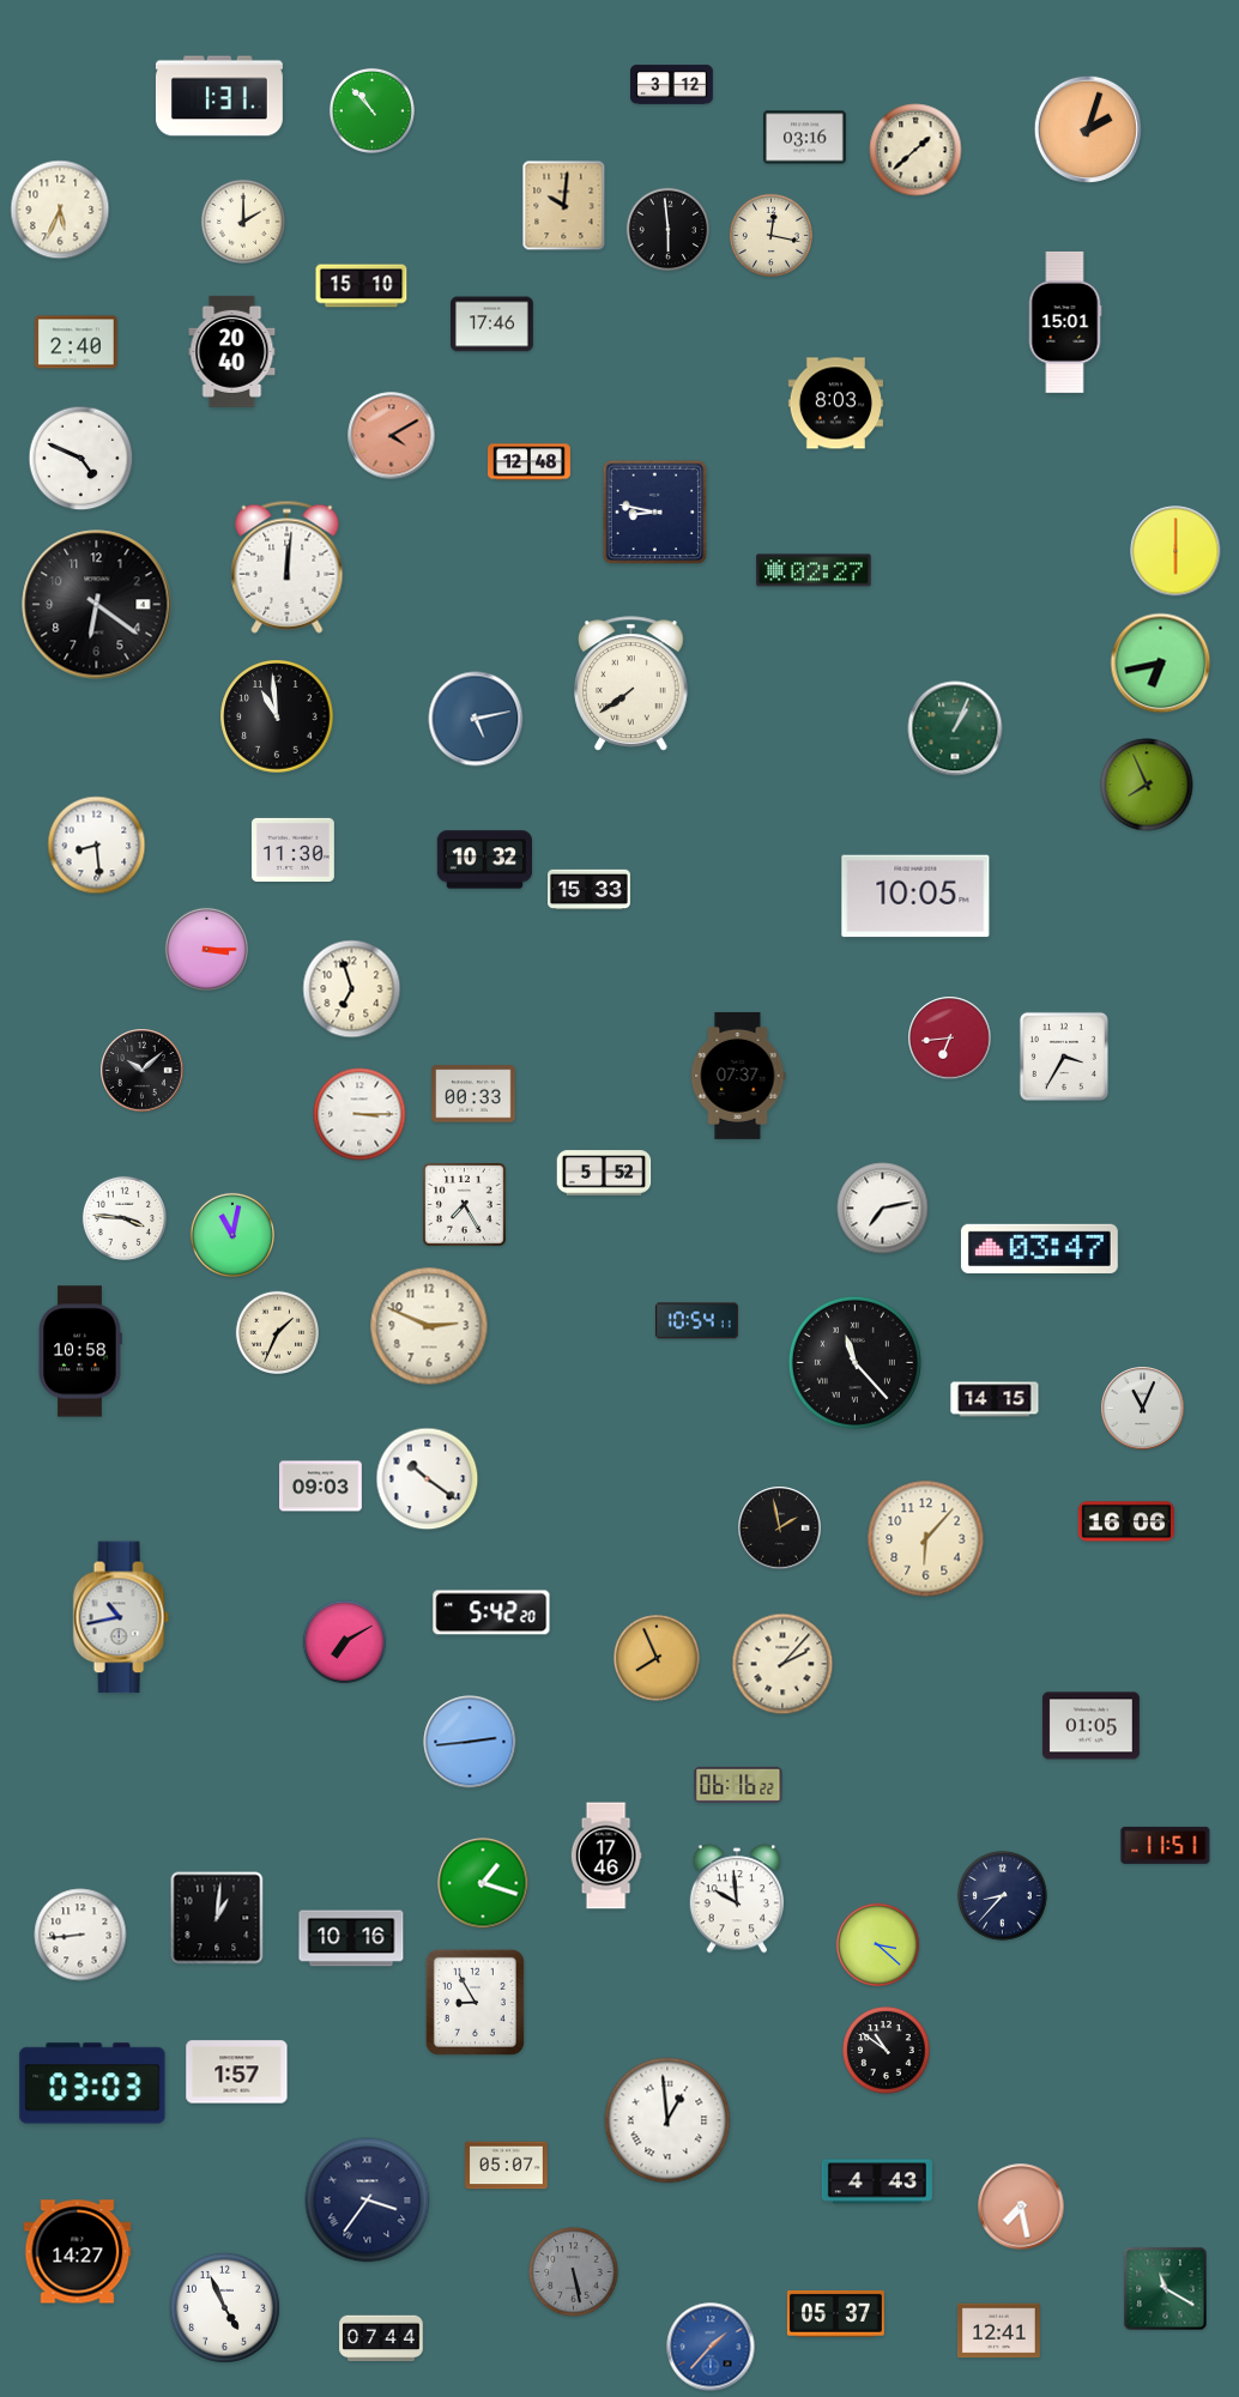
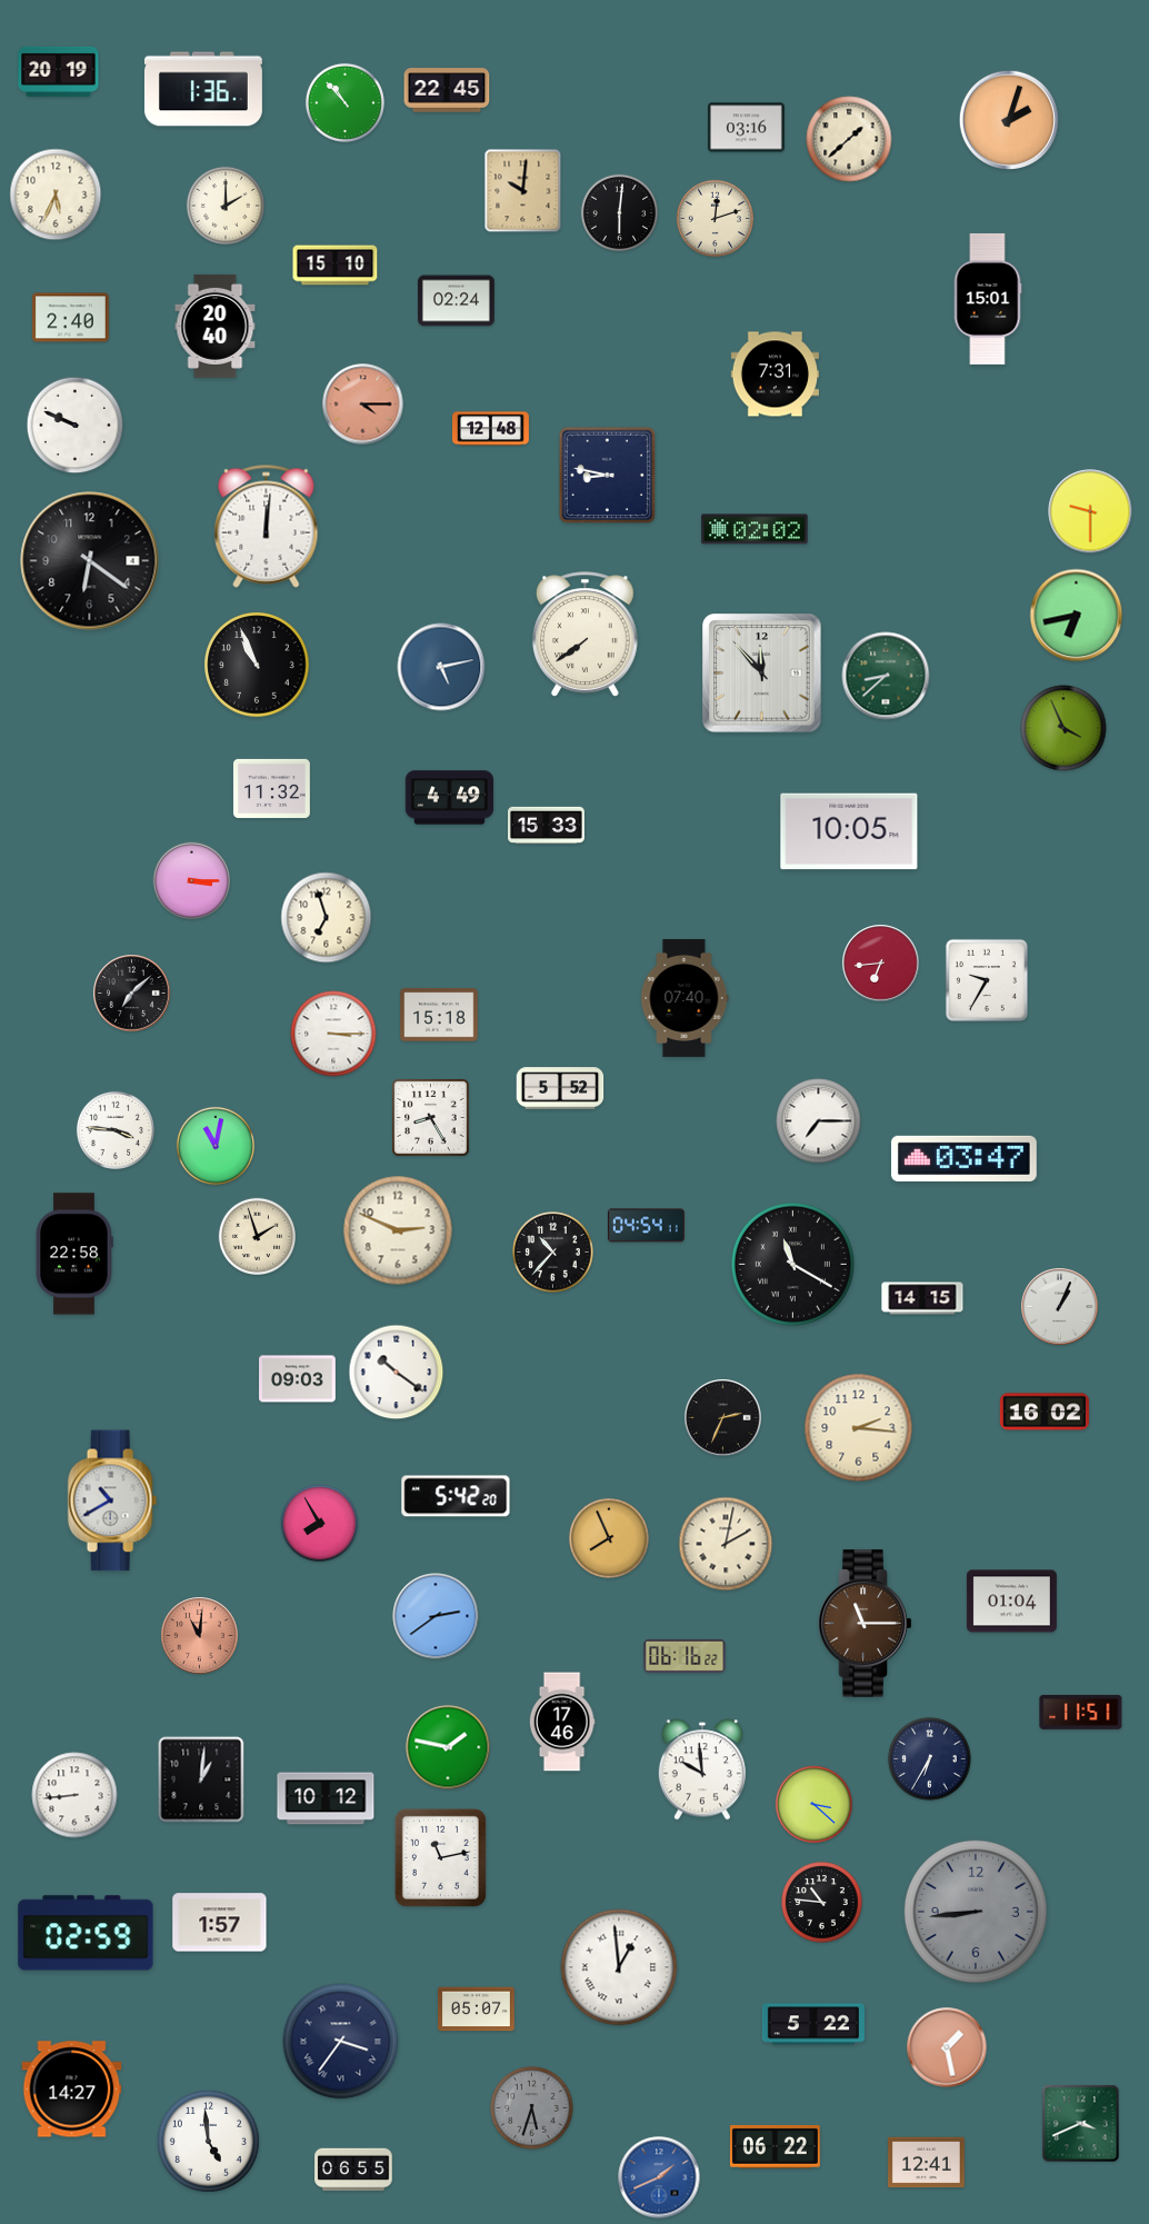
clock at (59, 71): none -> 20:19
clock at (672, 85): 3:12 -> none
clock at (219, 96): 1:31 -> 1:36
clock at (447, 90): none -> 22:45
clock at (667, 229): 5:59 -> 6:01
clock at (770, 235): 12:17 -> 12:12
clock at (492, 325): 17:46 -> 02:24
clock at (835, 404): 8:03 -> 7:31
clock at (392, 436): 4:10 -> 4:15
clock at (81, 459): 4:49 -> 9:49
clock at (1175, 551): 6:00 -> 9:30
clock at (814, 570): 02:27 -> 02:02
clock at (277, 716): 10:59 -> 10:56
clock at (762, 674): none -> 11:53
clock at (955, 728): 1:04 -> 8:38
clock at (1147, 785): 7:56 -> 3:56
clock at (97, 846): 8:29 -> none
clock at (294, 849): 11:30 -> 11:32
clock at (484, 860): 10:32 -> 4:49
clock at (1064, 1057): 3:35 -> 9:35
clock at (143, 1071): 10:08 -> 7:08
clock at (738, 1076): 07:37 -> 07:40
clock at (473, 1094): 00:33 -> 15:18
clock at (465, 1205): 7:25 -> 8:25
clock at (883, 1209): 7:13 -> 7:15
clock at (696, 1321): 10:54 -> 04:54
clock at (277, 1332): 1:34 -> 1:57
clock at (553, 1253): none -> 10:37
clock at (80, 1351): 10:58 -> 22:58
clock at (854, 1362): 11:23 -> 11:20
clock at (1143, 1409): 11:04 -> 1:04
clock at (1126, 1521): 16:06 -> 16:02
clock at (780, 1529): 1:58 -> 2:34
clock at (926, 1539): 6:07 -> 2:16
clock at (121, 1617): 10:43 -> 10:40
clock at (344, 1641): 7:10 -> 7:55
clock at (782, 1664): 2:07 -> 2:02
clock at (1090, 1726): 01:05 -> 01:04
clock at (470, 1742): 2:44 -> 2:39
clock at (866, 1624): none -> 11:15
clock at (200, 1636): none -> 11:01
clock at (483, 1883): 1:18 -> 1:47
clock at (1003, 1896): 8:37 -> 6:35
clock at (736, 1899) position: (736, 1899) -> (701, 1769)
clock at (351, 1938): 10:16 -> 10:12
clock at (475, 2002): 8:55 -> 11:13
clock at (887, 2051): 10:51 -> 10:46
clock at (976, 1912): none -> 8:44
clock at (92, 2083): 03:03 -> 02:59
clock at (507, 2166) position: (507, 2166) -> (477, 2009)
clock at (877, 2181): 4:43 -> 5:22
clock at (1021, 2207): 7:28 -> 1:28
clock at (574, 2272): 5:28 -> 5:33
clock at (1166, 2289): 11:20 -> 3:41
clock at (224, 2307): 4:56 -> 4:59
clock at (835, 2314): 05:37 -> 06:22
clock at (381, 2338): 07:44 -> 06:55
clock at (711, 2347): 1:37 -> 1:41
